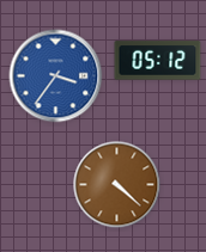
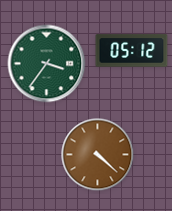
clock at (56, 76) dial: blue -> green
